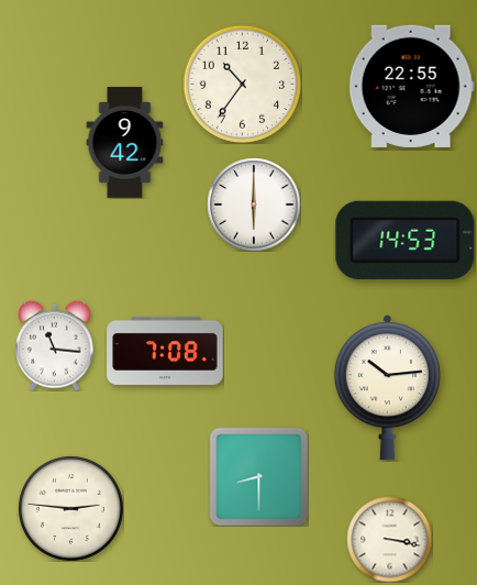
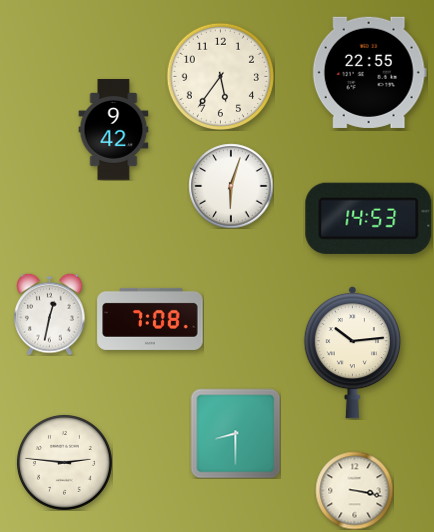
clock at (242, 84): 10:36 -> 5:36
clock at (411, 86) position: (411, 86) -> (369, 72)
clock at (254, 205): 6:00 -> 6:03
clock at (55, 345): 11:16 -> 12:32
